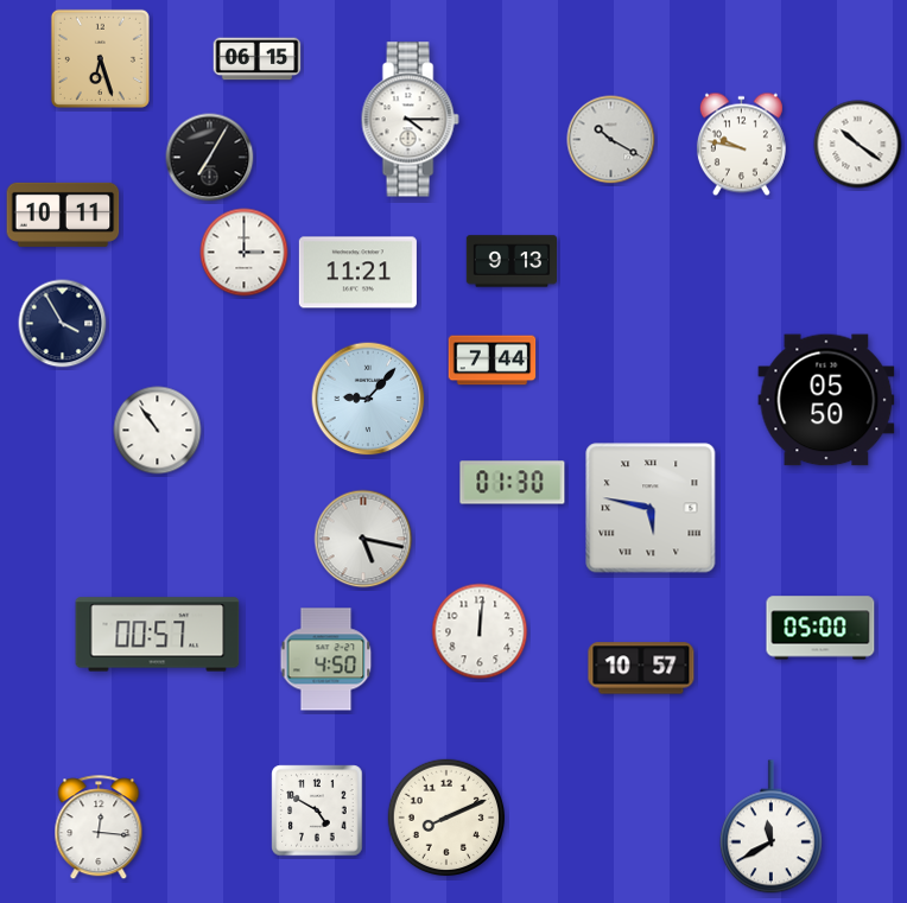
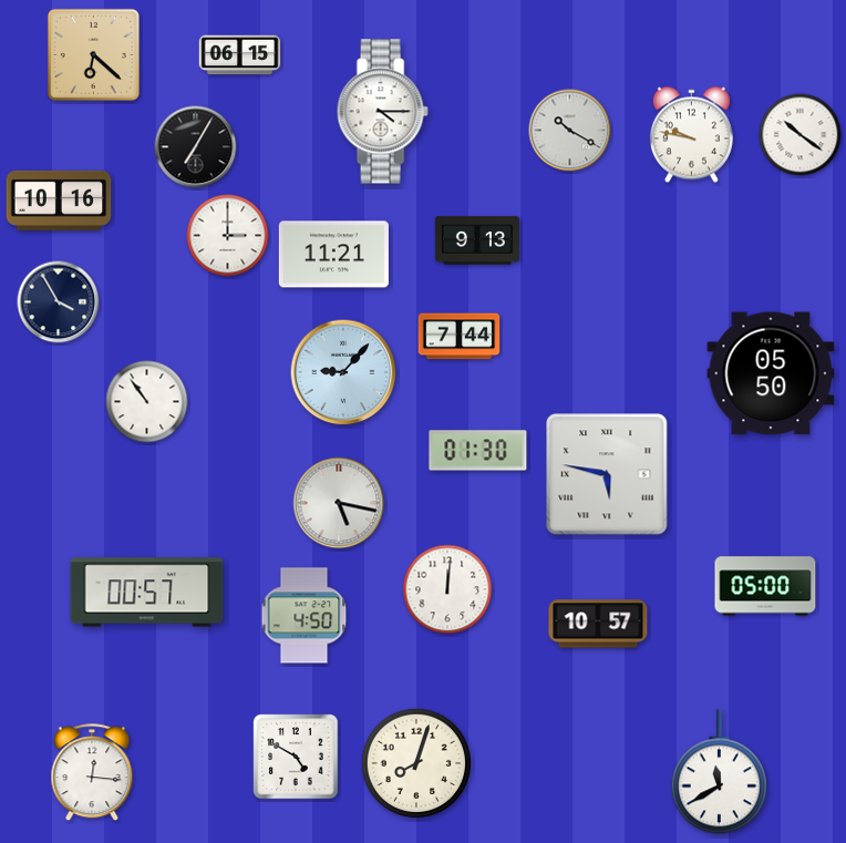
clock at (100, 58): 6:27 -> 6:22
clock at (63, 215): 10:11 -> 10:16
clock at (510, 261) position: (510, 261) -> (476, 240)
clock at (446, 818): 8:11 -> 8:03
